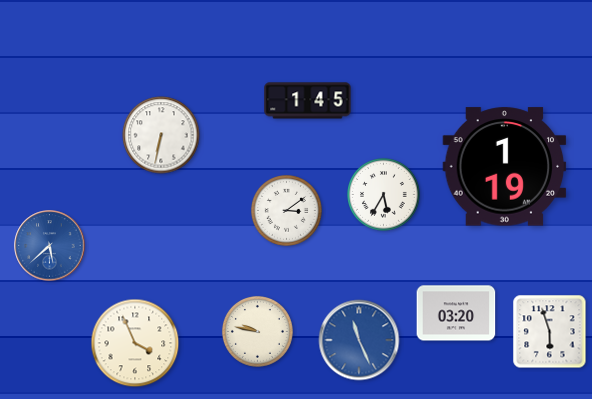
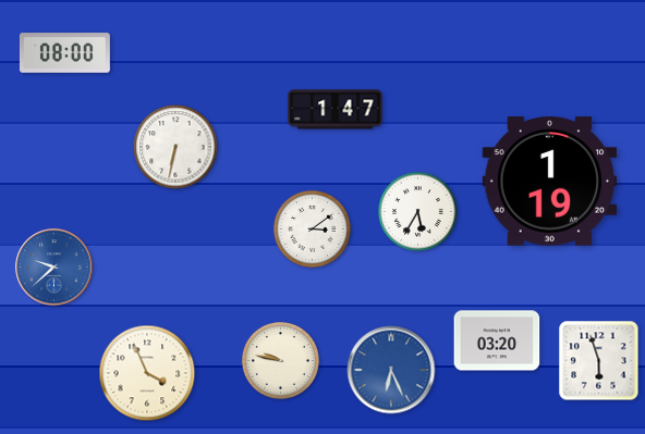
clock at (64, 53): none -> 08:00
clock at (308, 101): 1:45 -> 1:47
clock at (50, 246): 5:38 -> 9:38
clock at (359, 340): 11:26 -> 6:26
